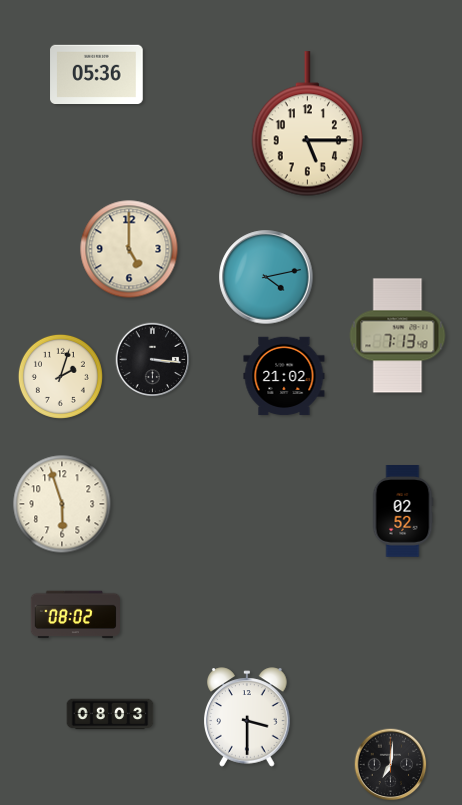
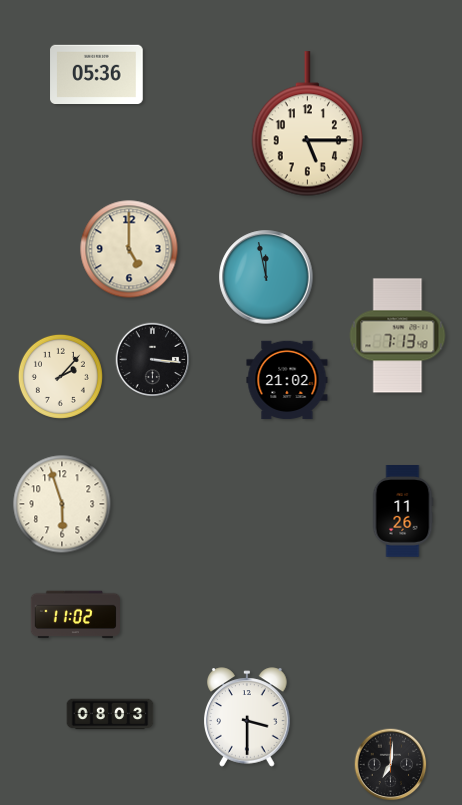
clock at (266, 277): 4:13 -> 11:58
clock at (60, 376): 2:03 -> 2:07
clock at (284, 376) position: (284, 376) -> (287, 380)
clock at (403, 512): 02:52 -> 11:26
clock at (75, 615): 08:02 -> 11:02
